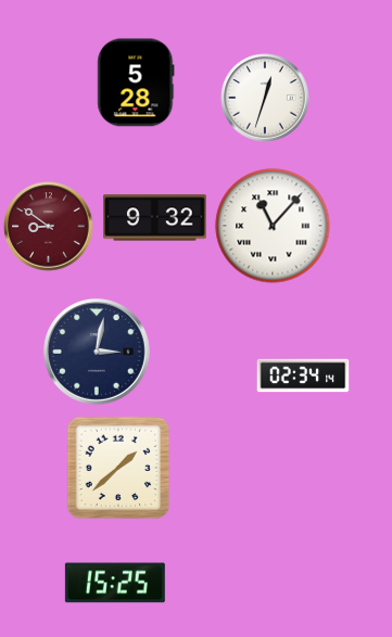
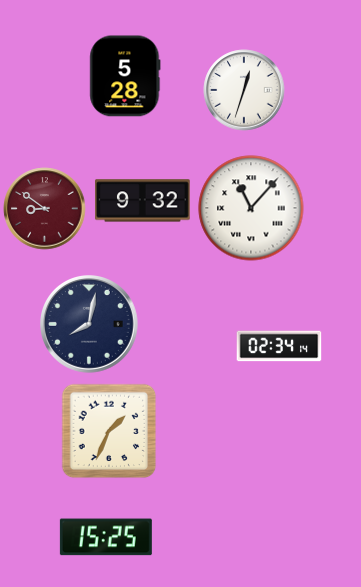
clock at (98, 353): 3:02 -> 8:02
clock at (118, 468): 1:38 -> 1:34
